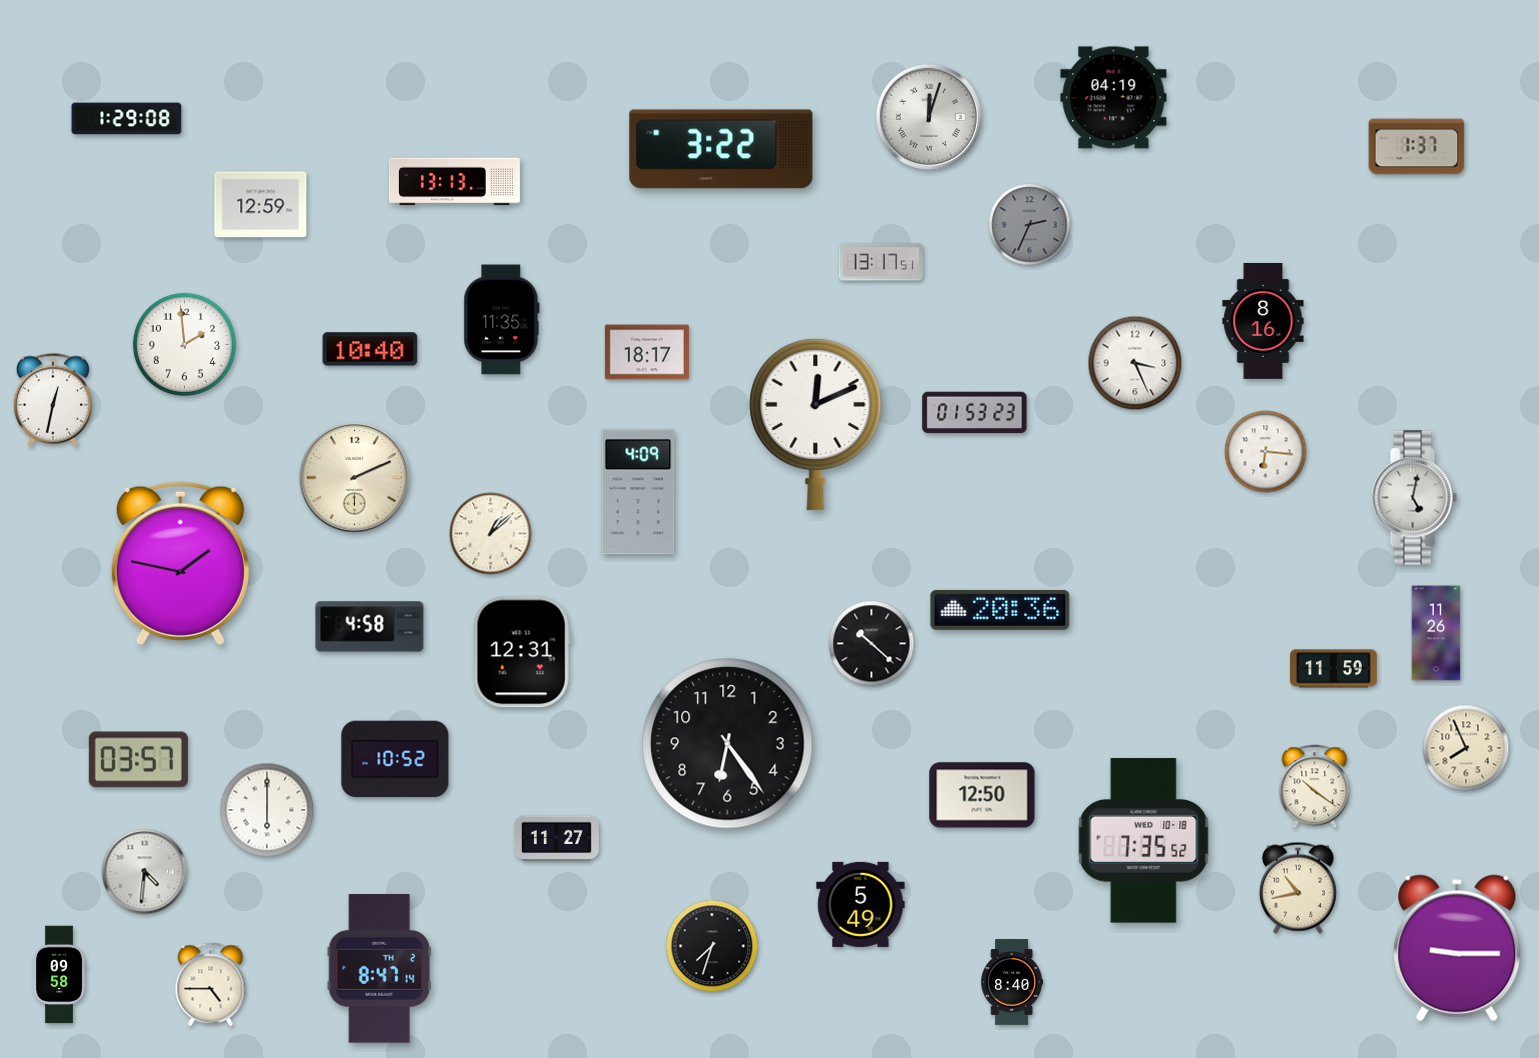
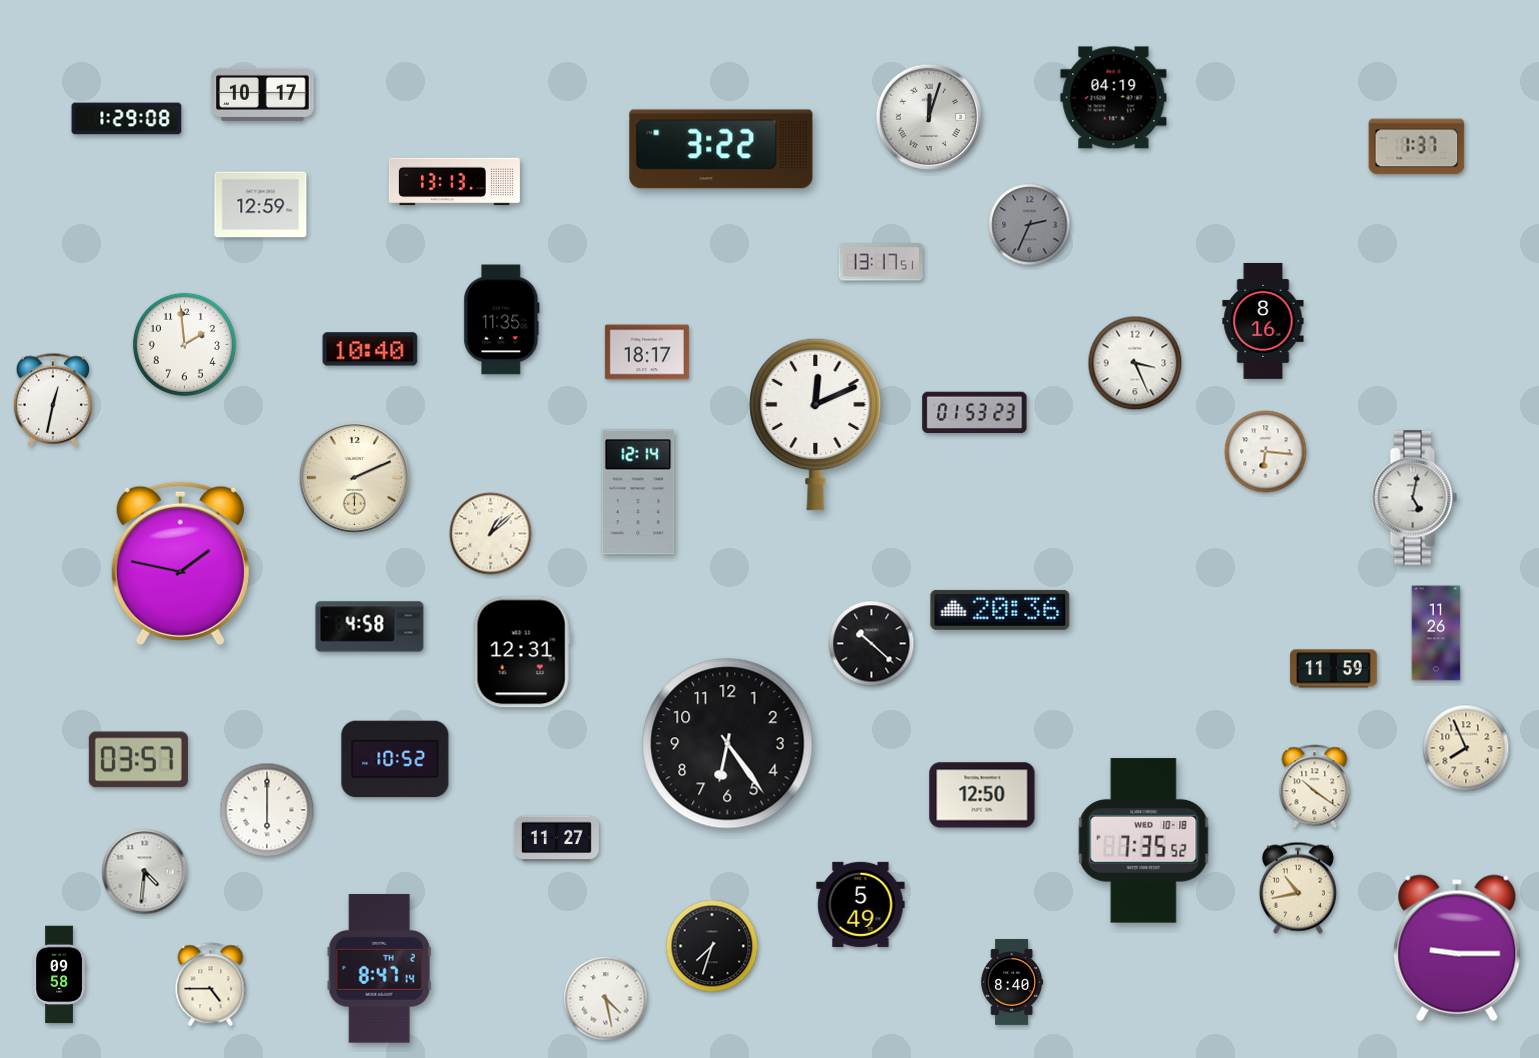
clock at (263, 94): none -> 10:17
clock at (638, 492): 4:09 -> 12:14
clock at (606, 999): none -> 4:28
